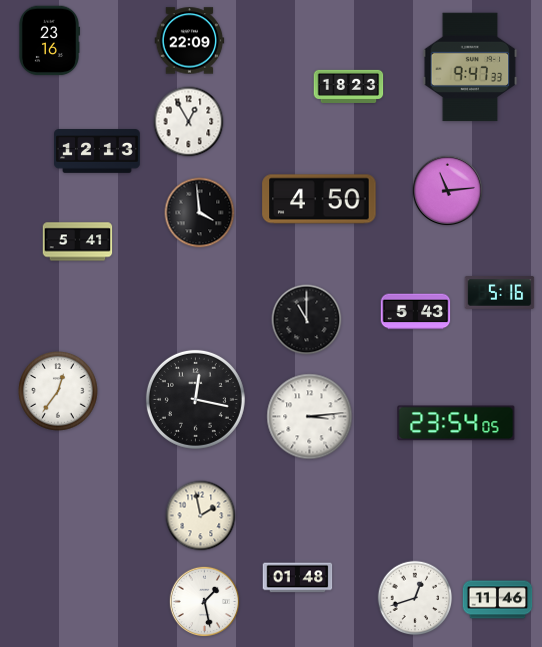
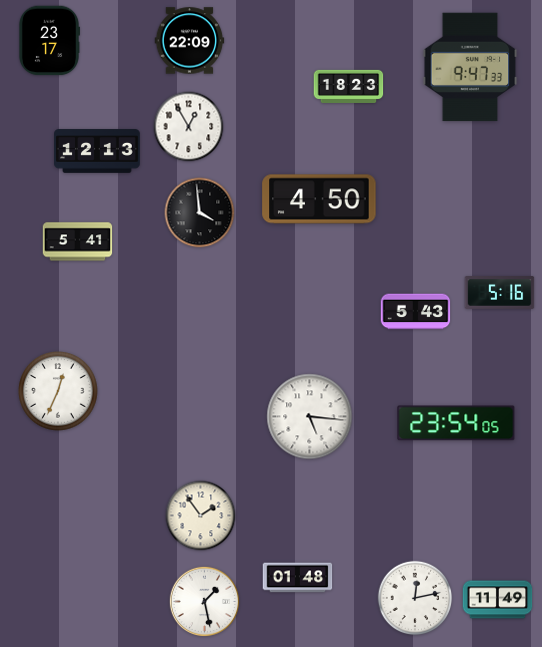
clock at (48, 41): 23:16 -> 23:17
clock at (189, 122) position: (189, 122) -> (189, 127)
clock at (448, 191): 11:14 -> none
clock at (307, 320): 11:00 -> none
clock at (58, 391): 12:36 -> 12:34
clock at (195, 399): 12:17 -> none
clock at (310, 417): 3:14 -> 5:16
clock at (201, 516): 1:58 -> 1:54
clock at (415, 598): 12:42 -> 12:13
clock at (498, 600): 11:46 -> 11:49
